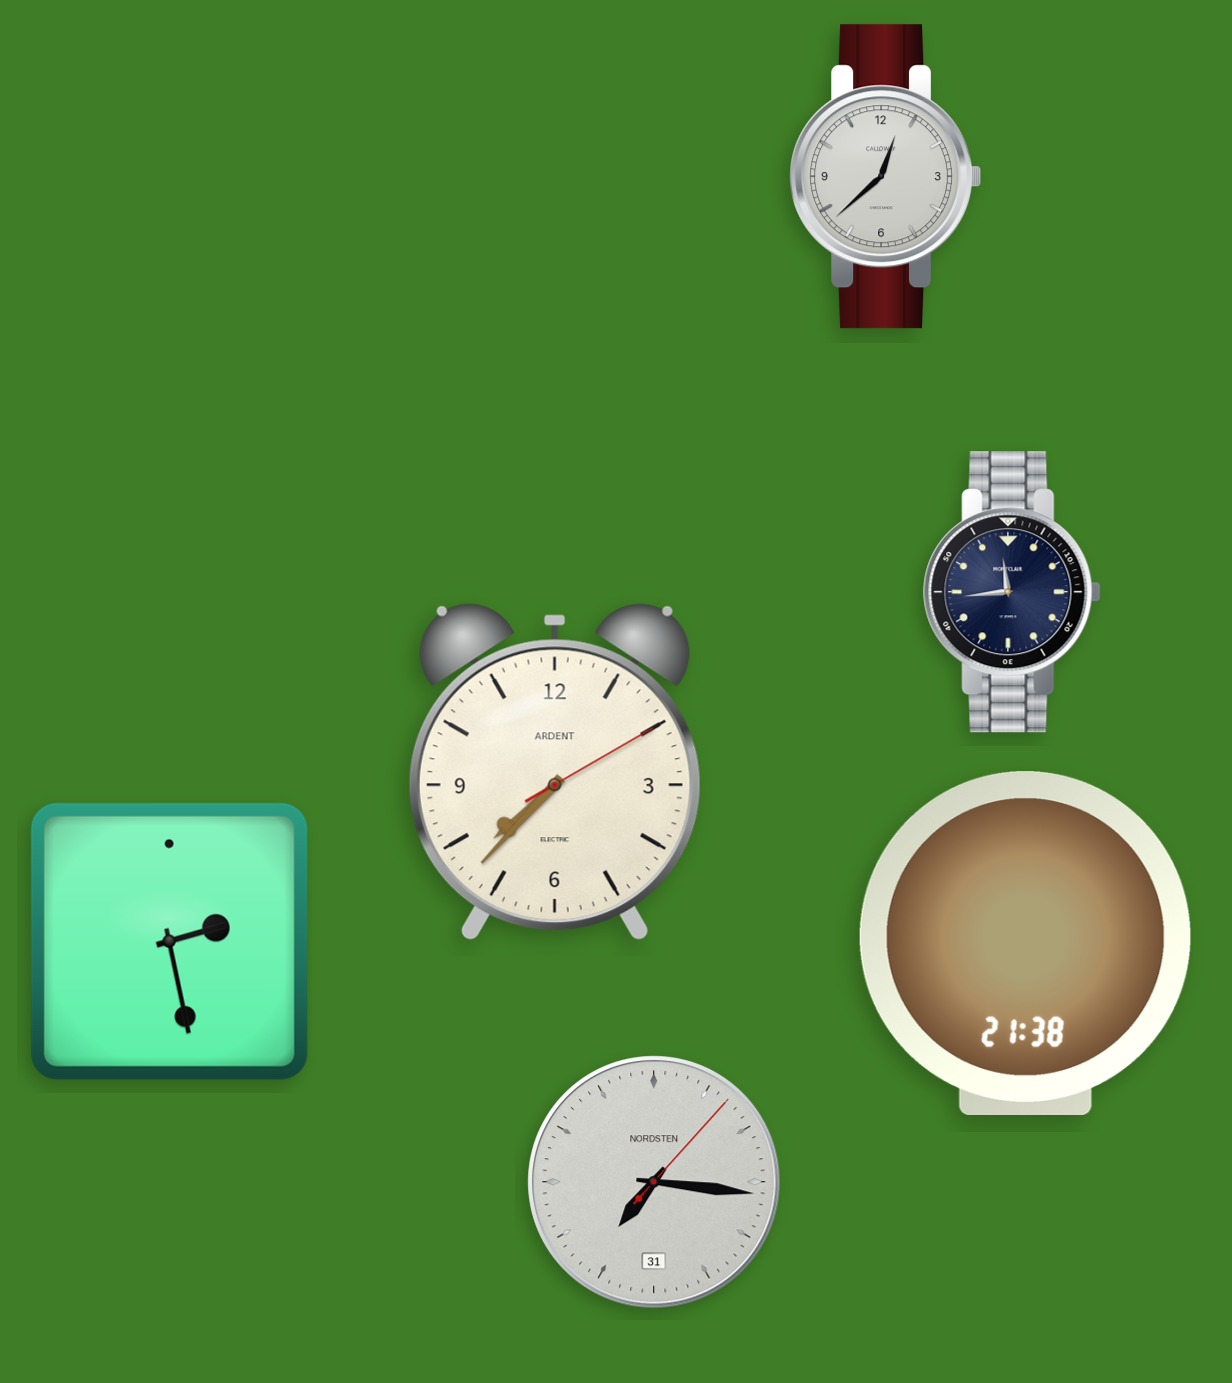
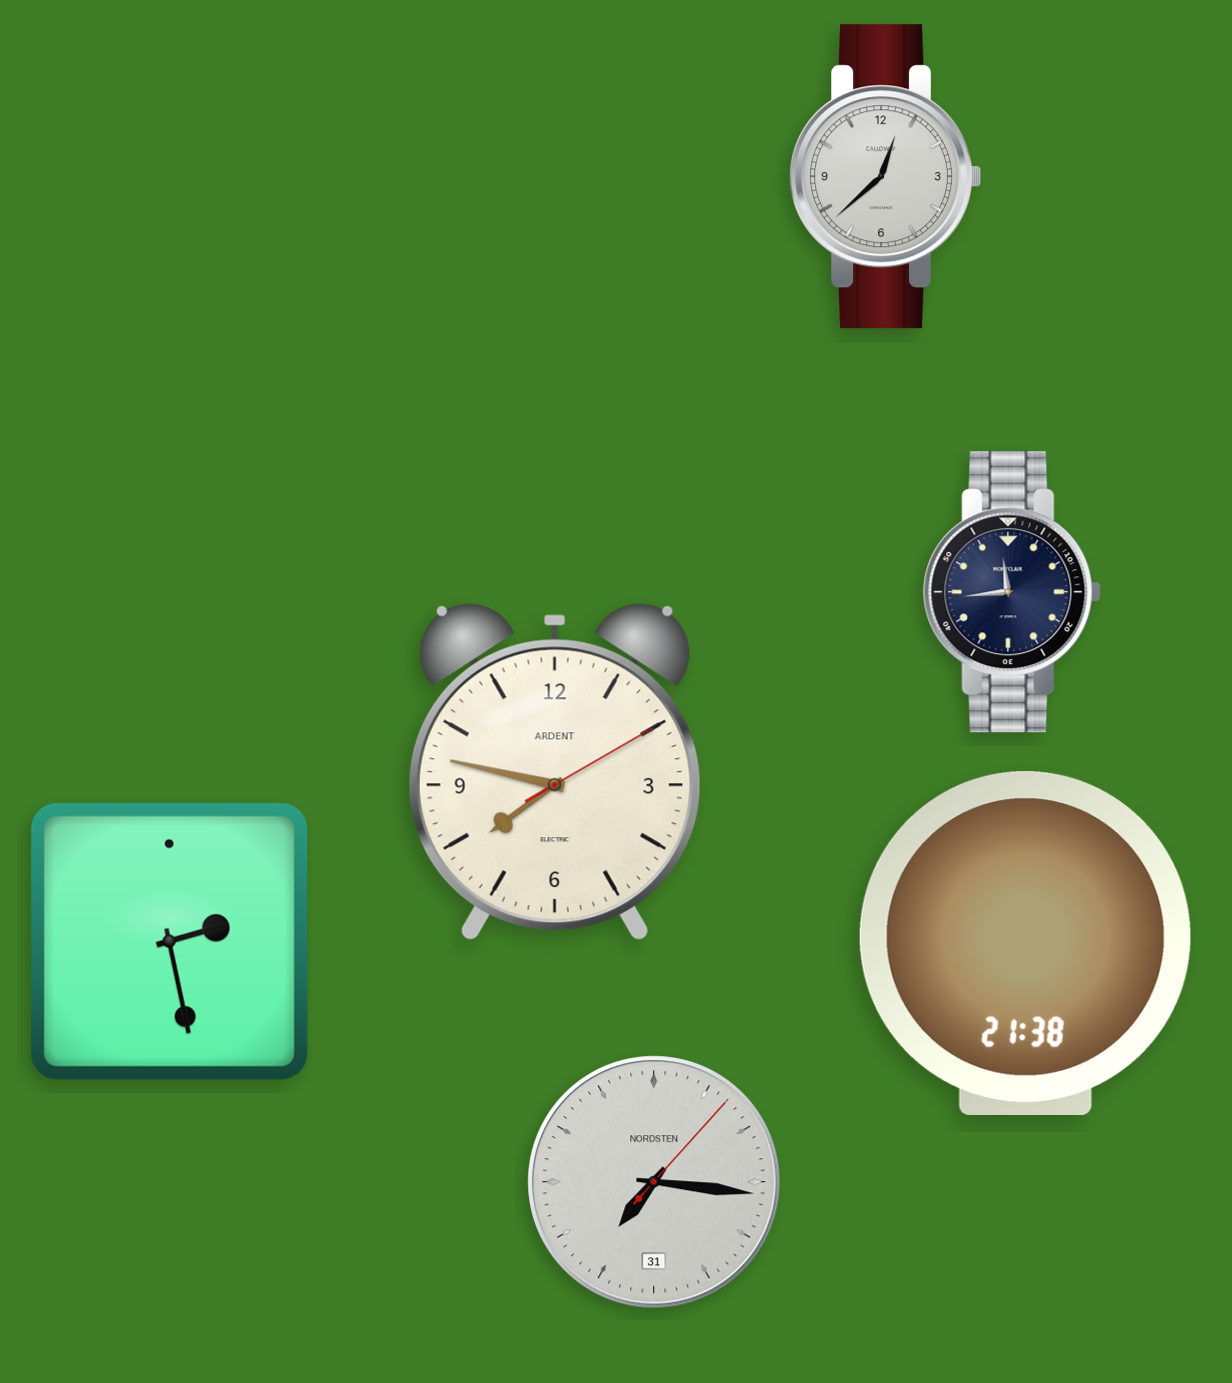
clock at (555, 772): 7:37 -> 7:47
